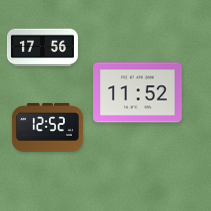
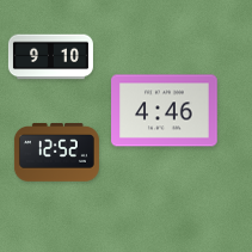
clock at (42, 48): 17:56 -> 9:10
clock at (138, 93): 11:52 -> 4:46
